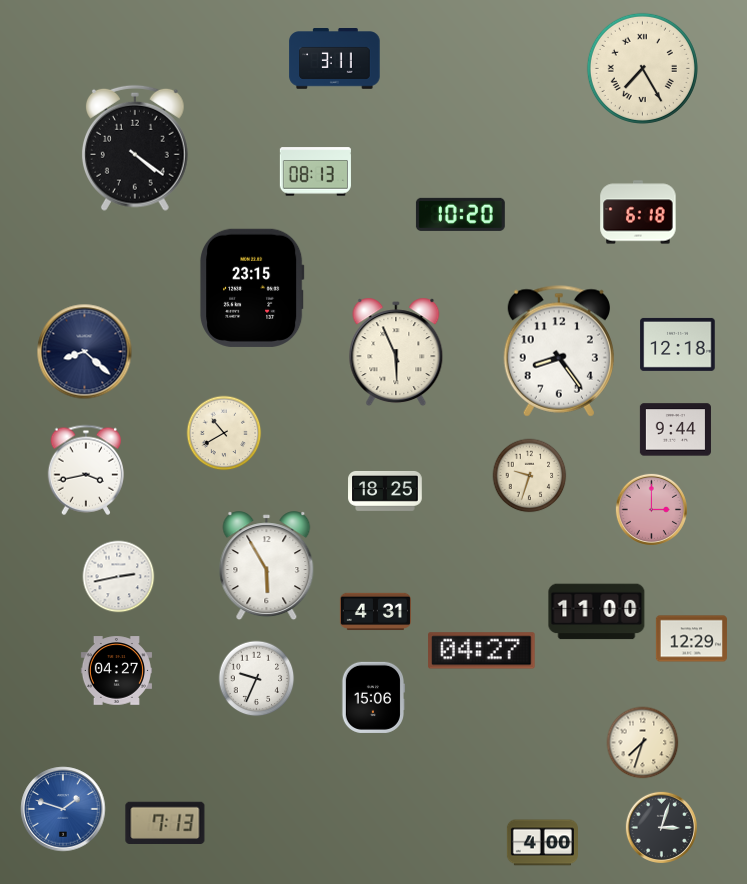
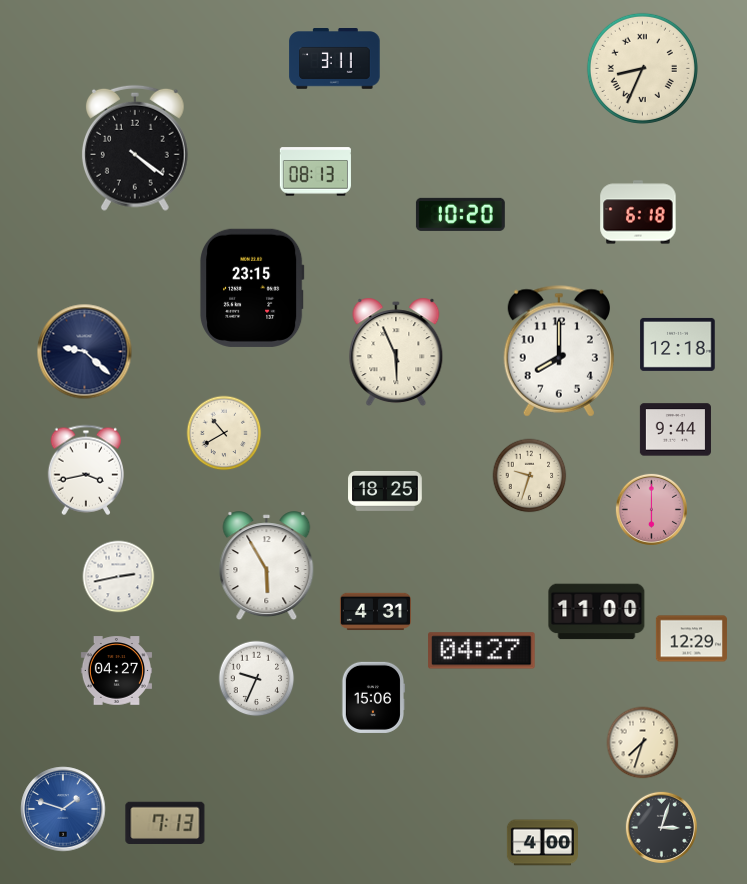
clock at (642, 68): 7:25 -> 8:34
clock at (559, 351): 8:24 -> 8:00
clock at (85, 352): 8:22 -> 9:22
clock at (651, 509): 3:00 -> 6:00
